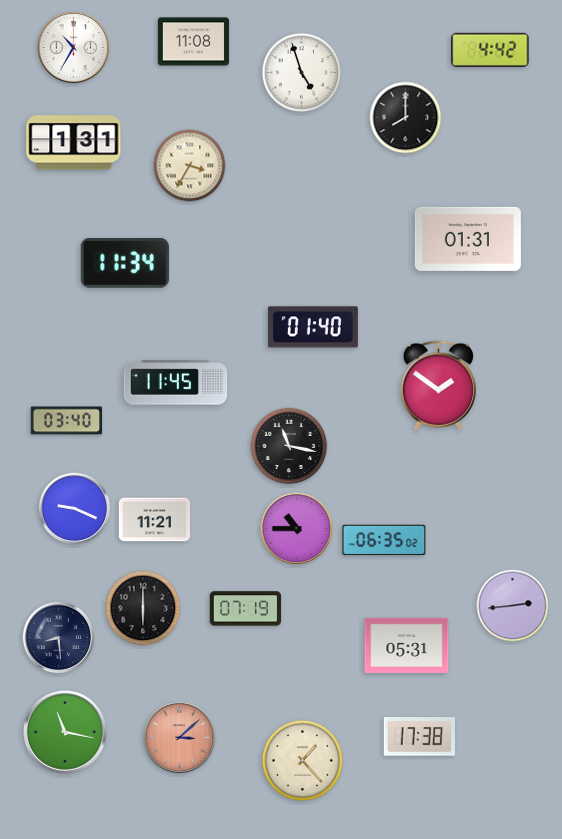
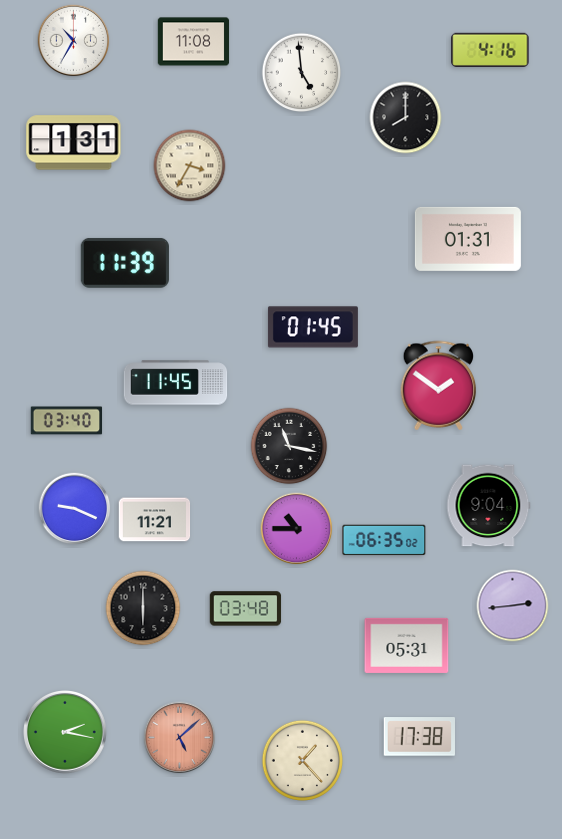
clock at (74, 48) position: (74, 48) -> (74, 41)
clock at (490, 50): 4:42 -> 4:16
clock at (302, 73): 4:57 -> 4:59
clock at (125, 263): 11:34 -> 11:39
clock at (313, 327): 01:40 -> 01:45
clock at (489, 506): none -> 9:04
clock at (246, 609): 07:19 -> 03:48
clock at (59, 638): 8:29 -> none
clock at (66, 733): 11:17 -> 2:17
clock at (180, 738): 3:08 -> 5:08
